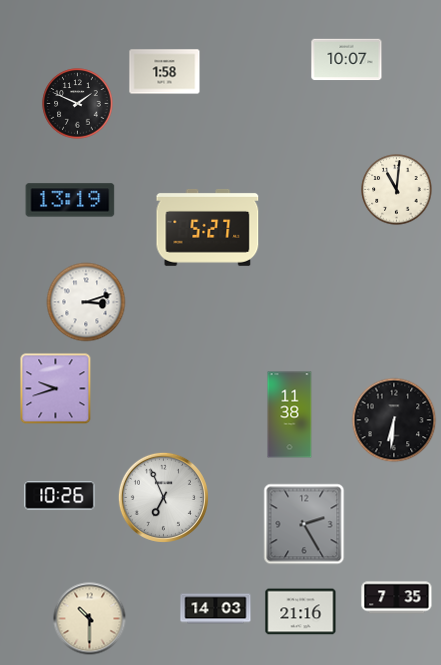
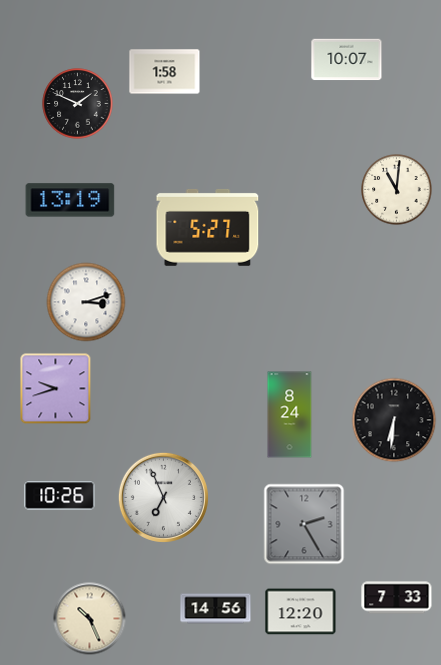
clock at (290, 415): 11:38 -> 8:24
clock at (397, 598): 7:35 -> 7:33
clock at (216, 609): 14:03 -> 14:56
clock at (301, 612): 21:16 -> 12:20
clock at (90, 619): 10:30 -> 10:26
